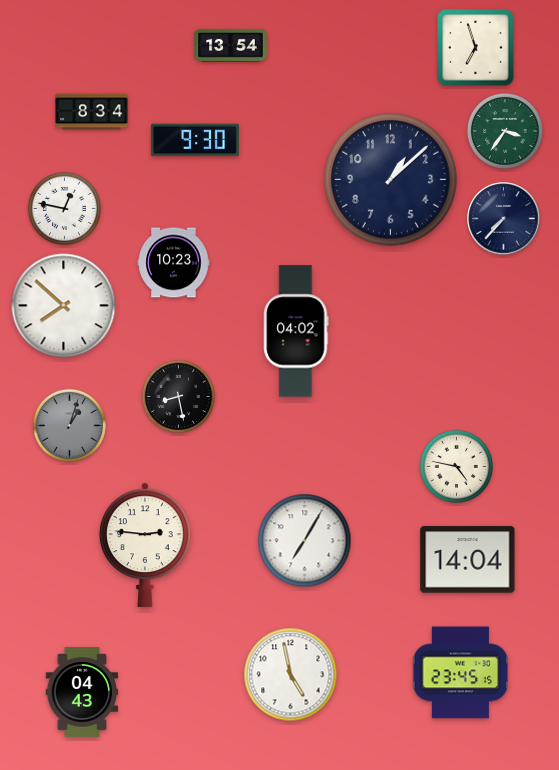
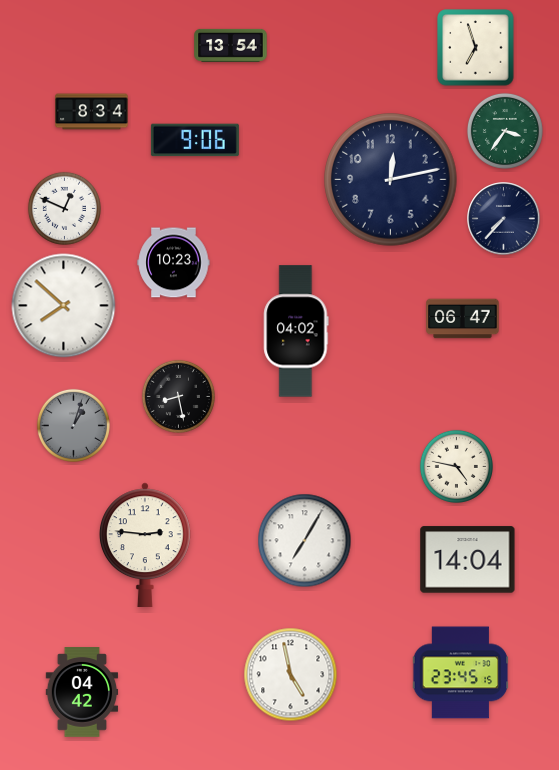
clock at (195, 140): 9:30 -> 9:06
clock at (391, 180): 1:08 -> 12:13
clock at (64, 208): 12:47 -> 12:49
clock at (463, 319): none -> 06:47
clock at (69, 425) position: (69, 425) -> (73, 425)
clock at (82, 692): 04:43 -> 04:42
